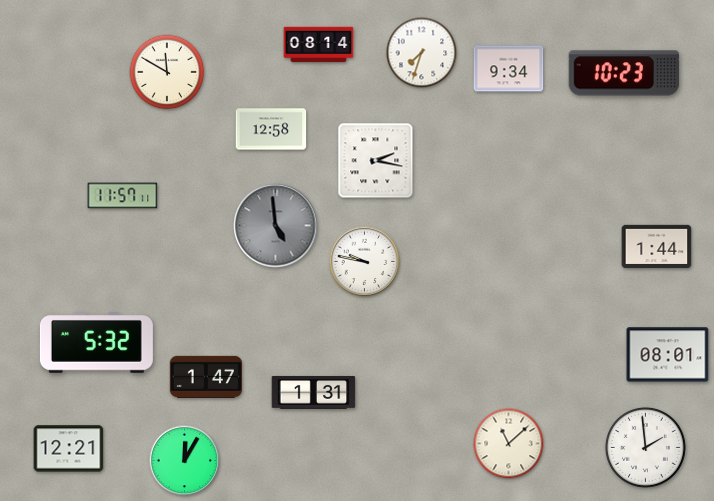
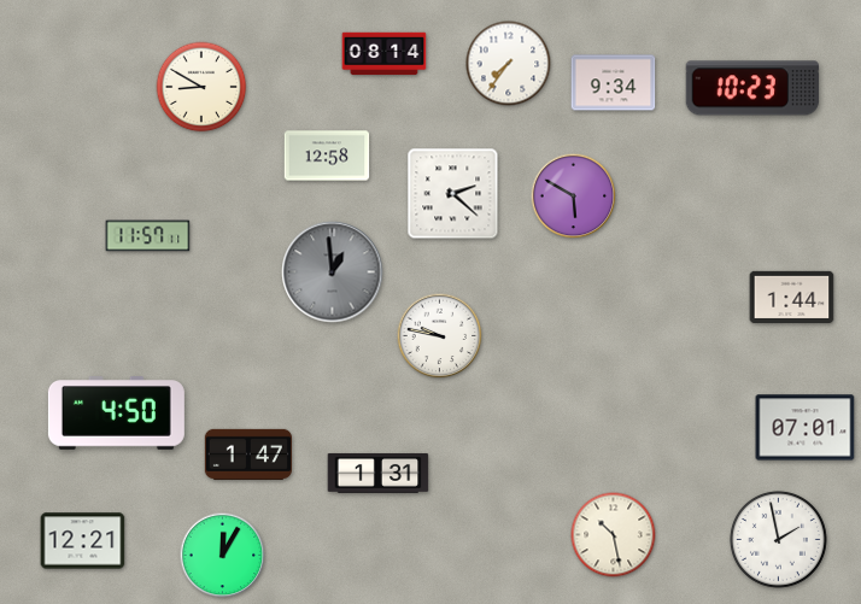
clock at (422, 53): 7:33 -> 7:36
clock at (167, 72): 11:50 -> 8:50
clock at (376, 161): 2:17 -> 2:22
clock at (574, 197): none -> 5:50
clock at (276, 226): 4:59 -> 12:59
clock at (365, 262) position: (365, 262) -> (440, 336)
clock at (96, 343): 5:32 -> 4:50
clock at (668, 355): 08:01 -> 07:01
clock at (509, 444): 11:08 -> 10:28
clock at (645, 447): 1:59 -> 1:58
